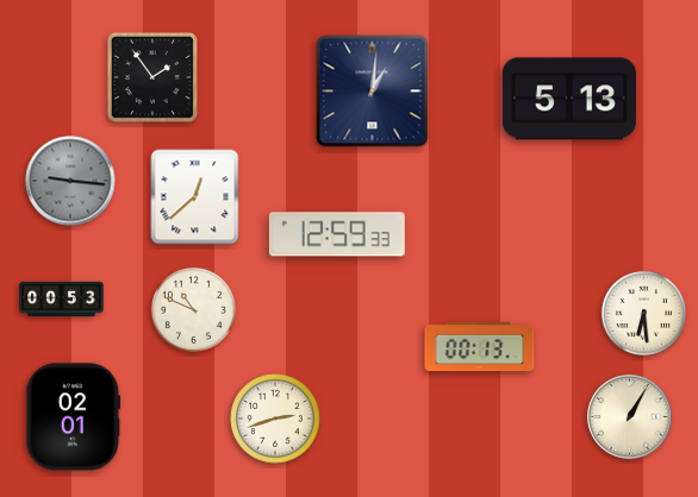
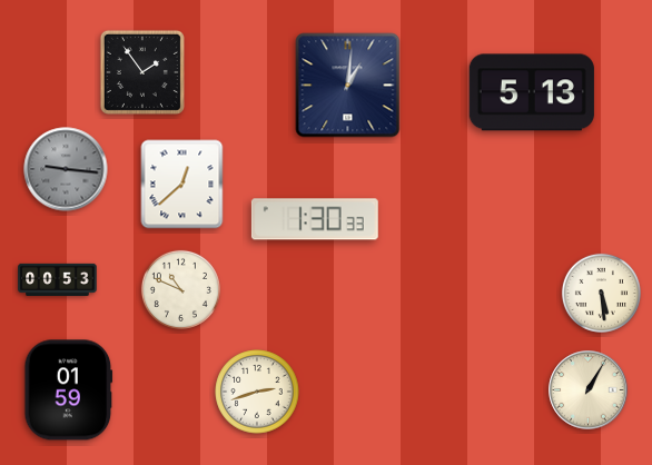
clock at (337, 234): 12:59 -> 1:30
clock at (643, 313): 6:29 -> 5:29
clock at (480, 347): 00:13 -> none
clock at (74, 417): 02:01 -> 01:59
